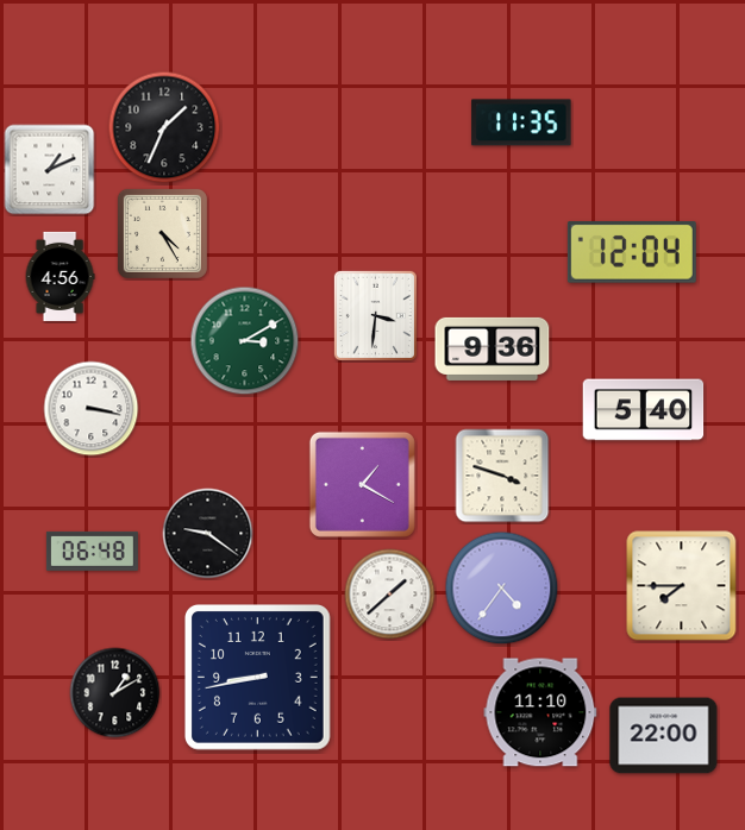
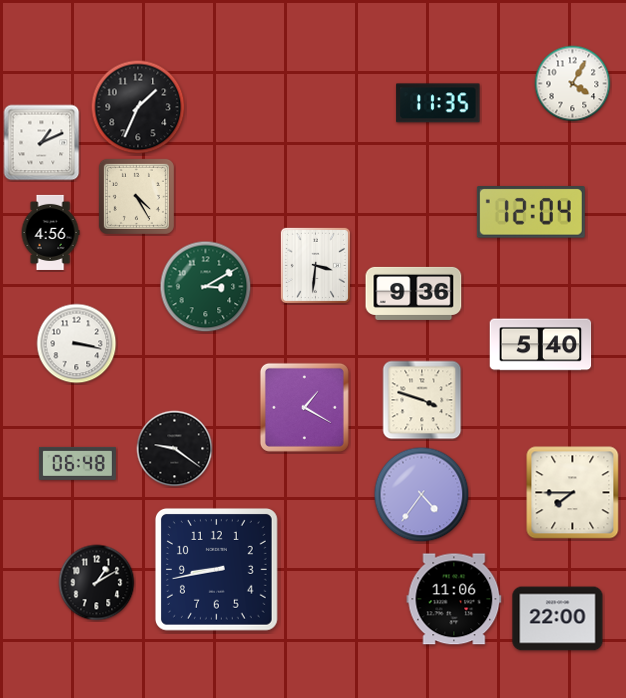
clock at (573, 84): none -> 4:05
clock at (390, 595): 1:38 -> none
clock at (540, 712): 11:10 -> 11:06
